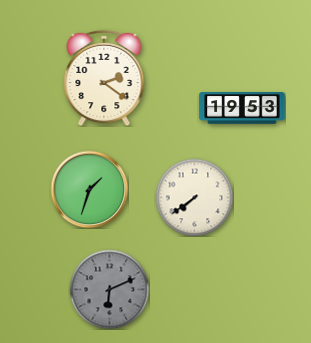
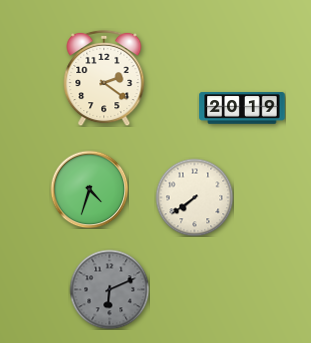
clock at (242, 108): 19:53 -> 20:19
clock at (89, 189): 1:33 -> 4:33
